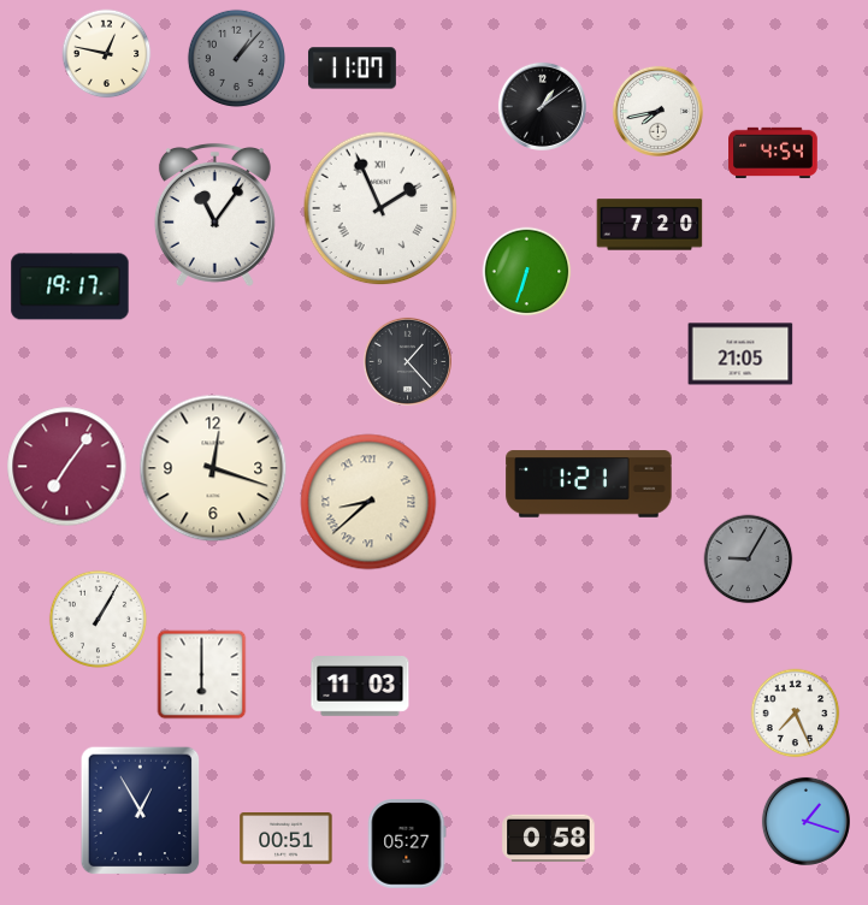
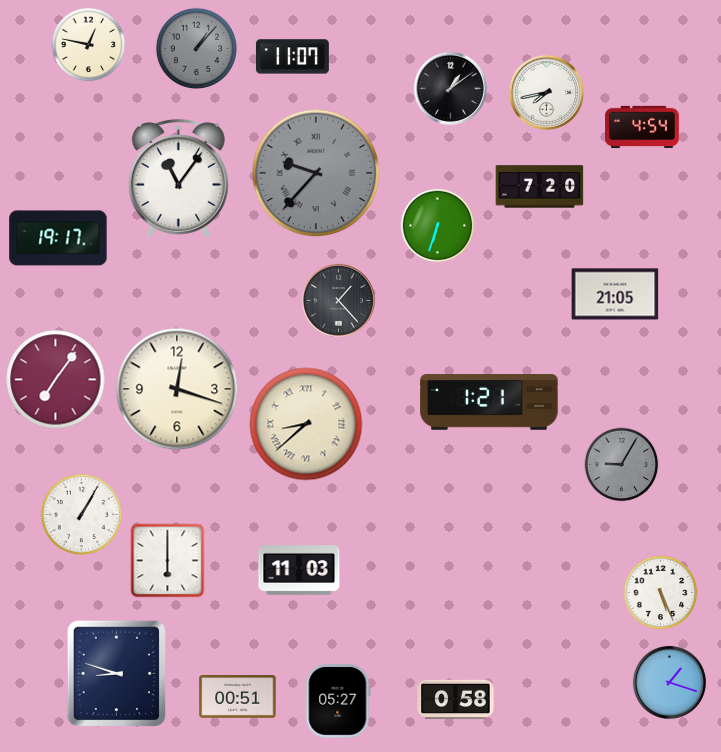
clock at (380, 208): 1:56 -> 9:37
clock at (380, 208) dial: white -> grey
clock at (67, 467) position: (67, 467) -> (56, 380)
clock at (368, 502) position: (368, 502) -> (306, 424)
clock at (796, 714): 7:26 -> 5:26
clock at (141, 811): 12:55 -> 8:48
clock at (549, 839) position: (549, 839) -> (456, 700)
